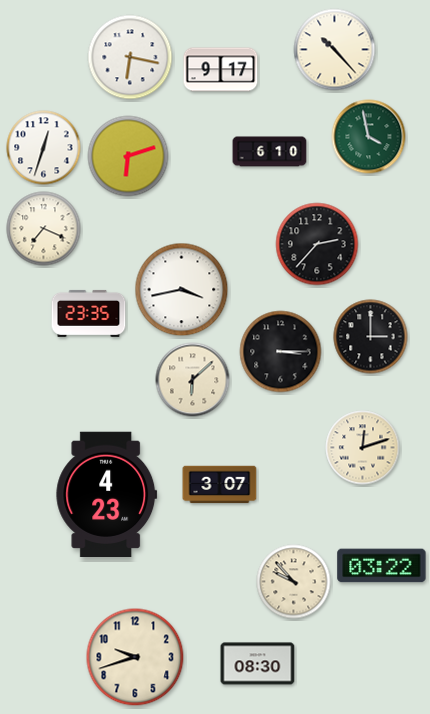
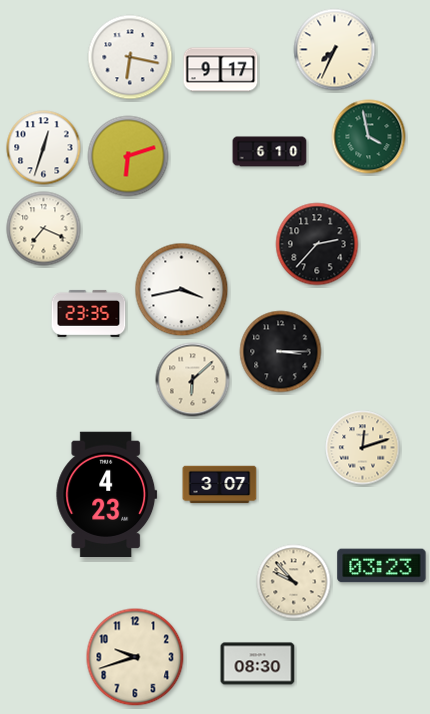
clock at (335, 50): 10:23 -> 7:34
clock at (371, 337): 3:00 -> none
clock at (382, 566): 03:22 -> 03:23
